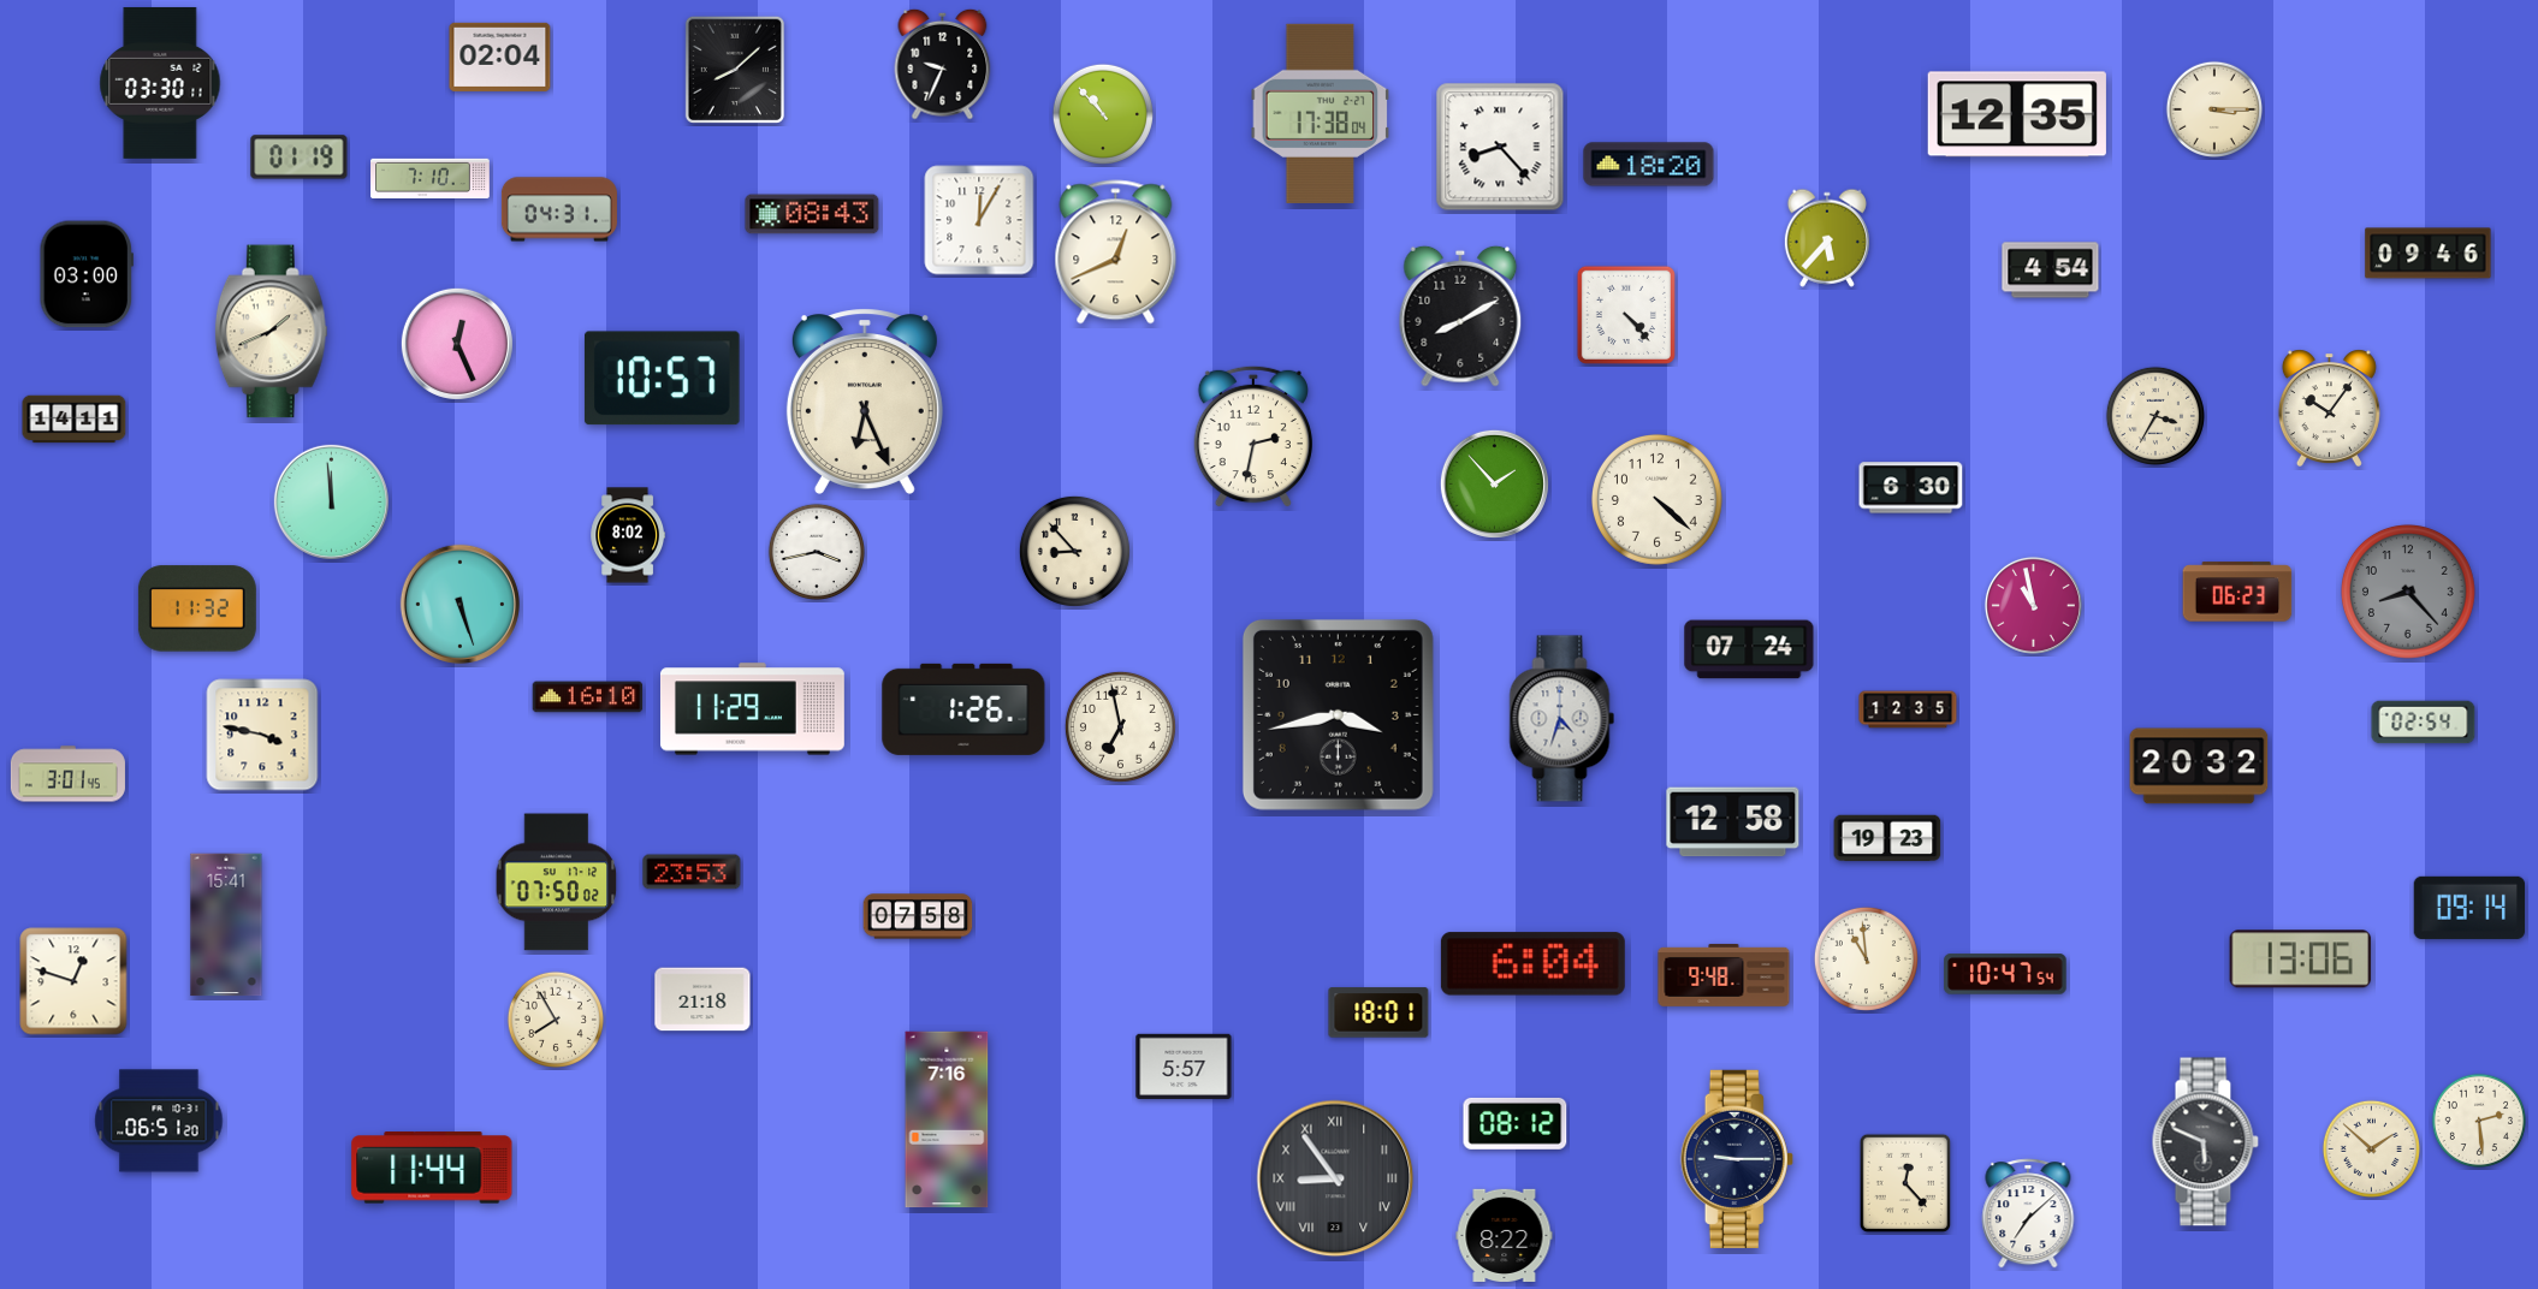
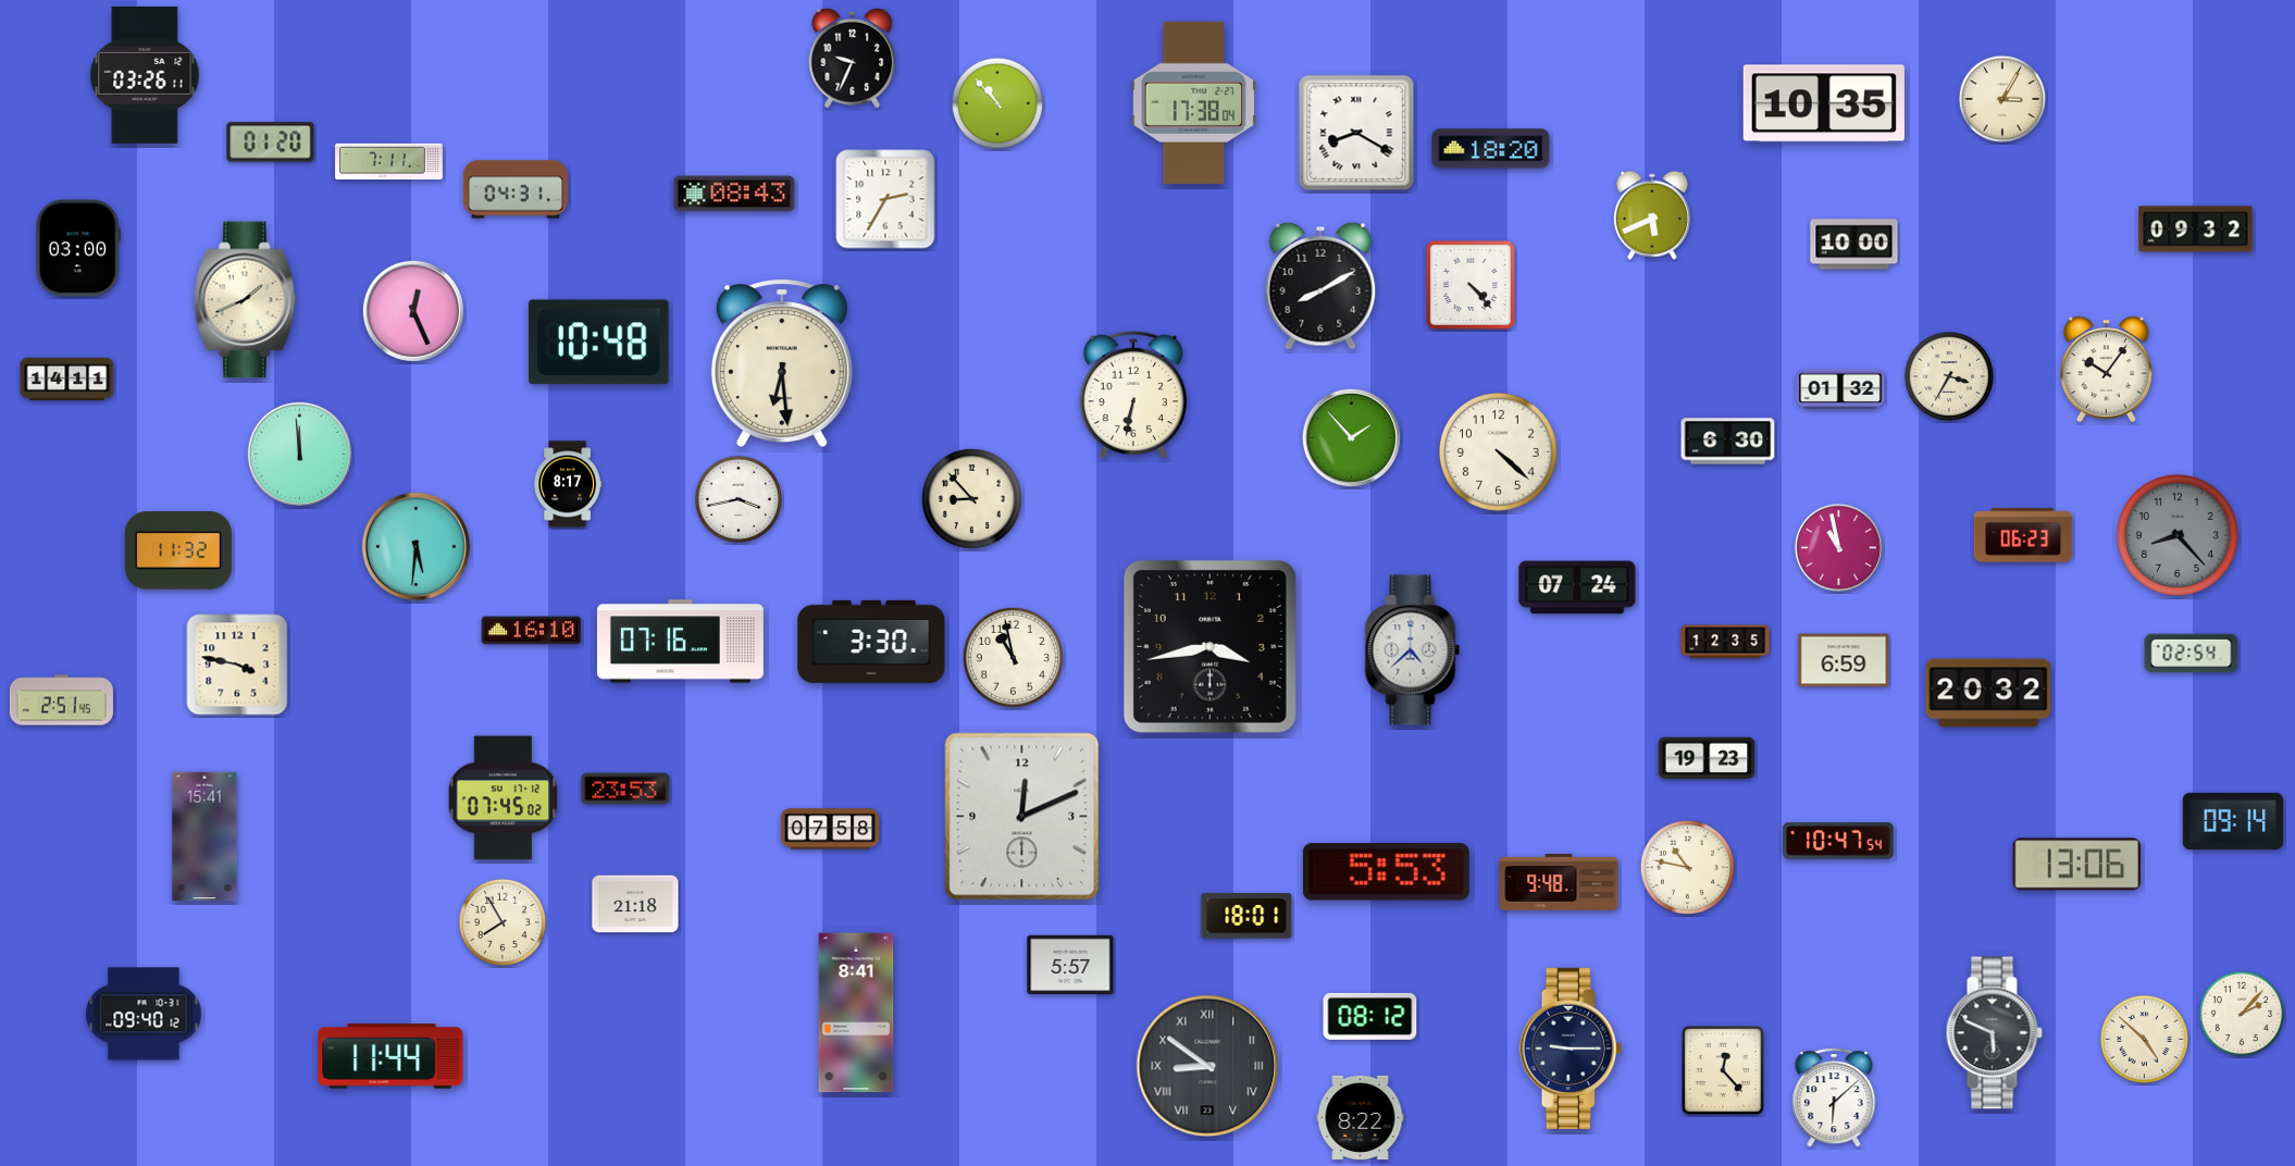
clock at (500, 57): 02:04 -> none
clock at (735, 70): 8:08 -> none
clock at (160, 83): 03:30 -> 03:26
clock at (2213, 108): 3:15 -> 3:05
clock at (2017, 114): 12:35 -> 10:35
clock at (1500, 147): 8:23 -> 8:20
clock at (300, 158): 01:19 -> 01:20
clock at (431, 178): 7:10 -> 7:11
clock at (559, 209) position: (559, 209) -> (516, 189)
clock at (979, 220): 12:05 -> 2:35
clock at (1827, 238): 5:37 -> 5:41
clock at (1116, 253): 12:41 -> none
clock at (2429, 254): 09:46 -> 09:32
clock at (2051, 271): 4:54 -> 10:00
clock at (662, 379): 10:57 -> 10:48
clock at (865, 402): 6:26 -> 6:29
clock at (1840, 388): none -> 01:32
clock at (1253, 436): 2:32 -> 6:32
clock at (627, 535): 8:02 -> 8:17
clock at (459, 604): 5:27 -> 5:31
clock at (1749, 649) position: (1749, 649) -> (1577, 587)
clock at (752, 709): 11:29 -> 07:16
clock at (963, 709): 1:26 -> 3:30
clock at (1562, 719): 4:33 -> 4:38
clock at (1120, 726): 6:58 -> 10:58
clock at (1844, 660): none -> 6:59
clock at (67, 774): 3:01 -> 2:51
clock at (1733, 822): 12:58 -> none
clock at (557, 883): 07:50 -> 07:45
clock at (1022, 817): none -> 12:11
clock at (1866, 958): 10:59 -> 10:47
clock at (2301, 960) position: (2301, 960) -> (2077, 865)
clock at (1532, 964): 6:04 -> 5:53
clock at (2005, 974) position: (2005, 974) -> (1838, 841)
clock at (73, 981): 12:48 -> none
clock at (947, 1119): 7:16 -> 8:41
clock at (2478, 1119): 2:29 -> 2:07
clock at (159, 1121): 06:51 -> 09:40
clock at (2371, 1148): 1:52 -> 4:52
clock at (1335, 1178): 8:54 -> 8:51
clock at (2028, 1213): 7:08 -> 6:08
